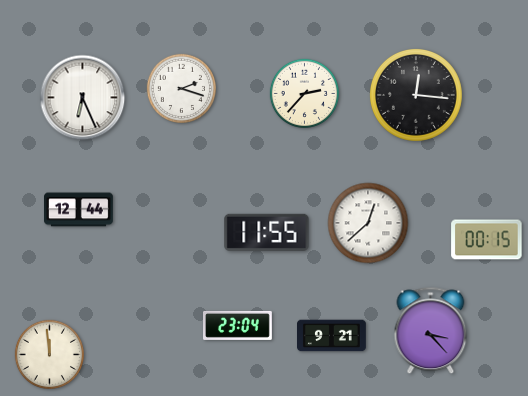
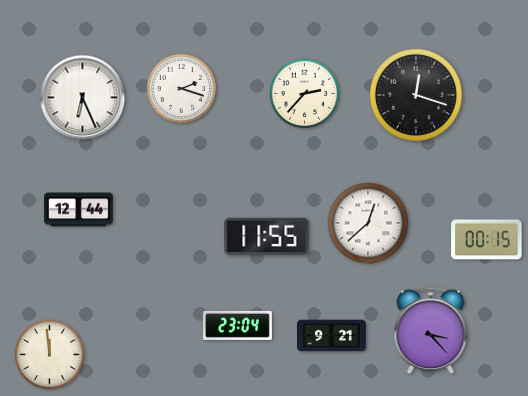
clock at (417, 95): 12:16 -> 12:18
clock at (267, 232) position: (267, 232) -> (267, 236)
